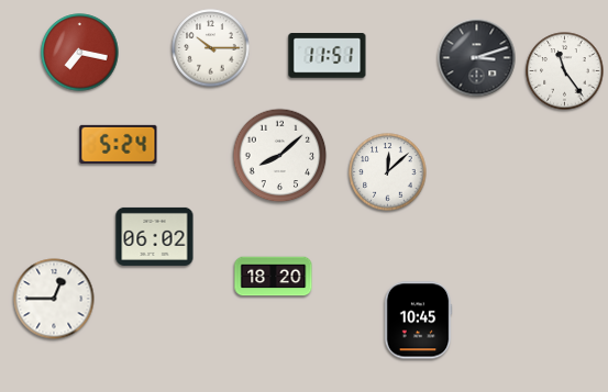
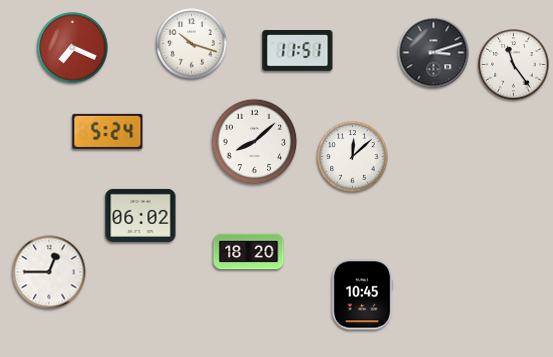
clock at (211, 48): 10:15 -> 10:18
clock at (80, 53): 7:17 -> 7:19
clock at (418, 321) position: (418, 321) -> (362, 295)
